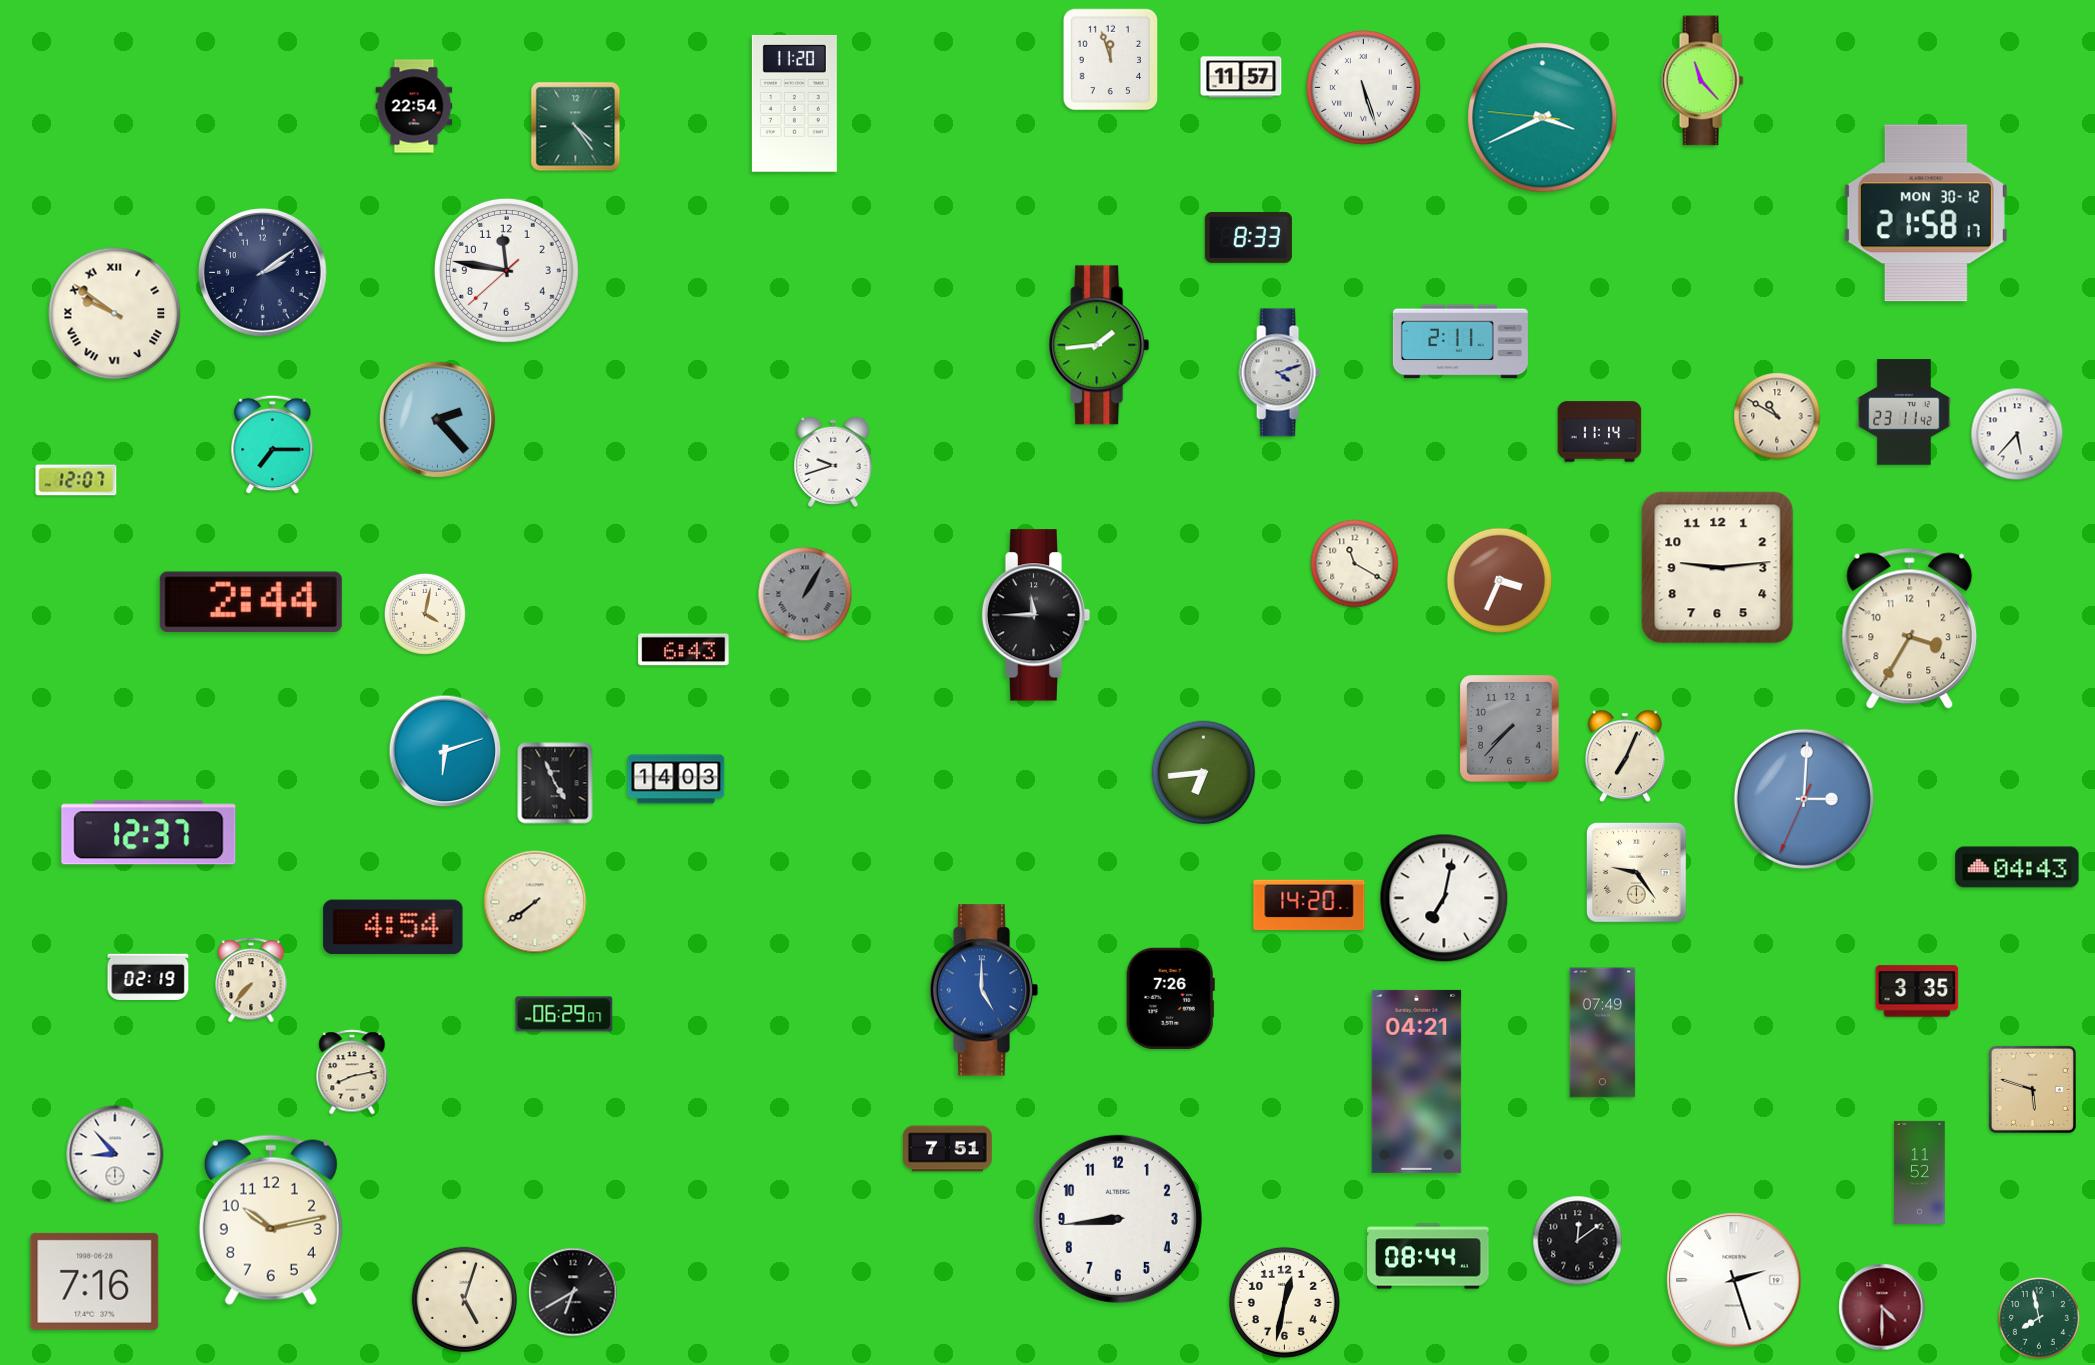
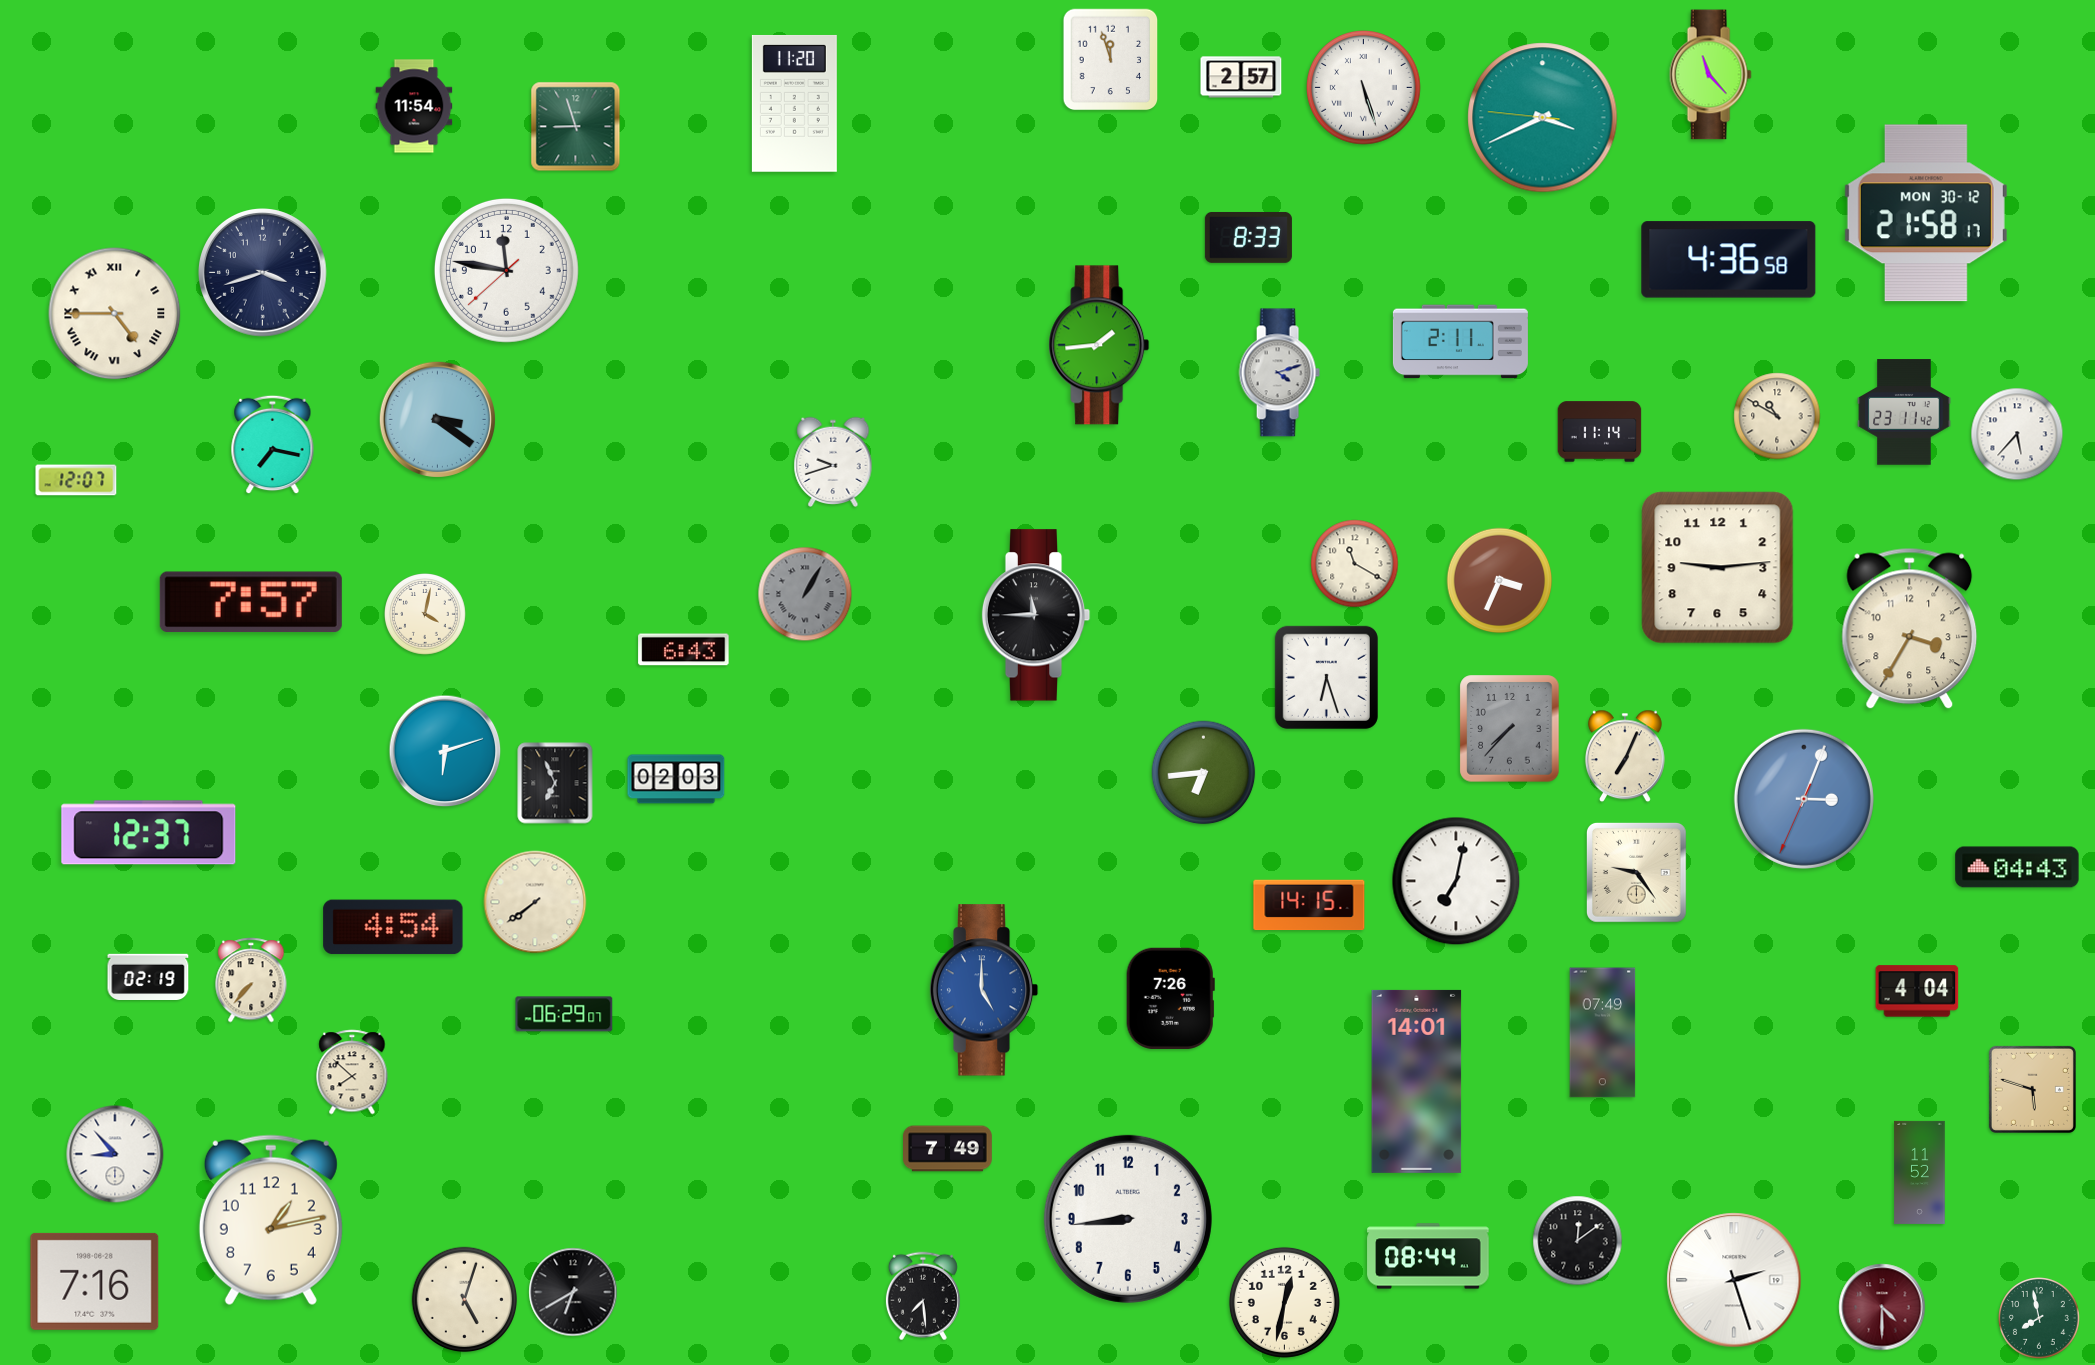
clock at (1241, 77): 11:57 -> 2:57
clock at (1702, 81) position: (1702, 81) -> (1710, 75)
clock at (414, 106): 22:54 -> 11:54
clock at (576, 127): 4:24 -> 8:57
clock at (1729, 260): none -> 4:36
clock at (263, 273): 2:09 -> 3:42
clock at (115, 314): 9:51 -> 4:45
clock at (437, 419): 2:23 -> 3:21
clock at (273, 445): 7:15 -> 7:17
clock at (251, 602): 2:44 -> 7:57
clock at (1326, 677): none -> 6:27
clock at (676, 779): 14:03 -> 02:03
clock at (555, 783): 4:56 -> 6:56
clock at (1804, 799): 3:00 -> 3:03
clock at (1444, 898) position: (1444, 898) -> (1456, 881)
clock at (1309, 905): 14:20 -> 14:15
clock at (1917, 991): 3:35 -> 4:04
clock at (352, 1072): 8:13 -> 7:52
clock at (1417, 1081): 04:21 -> 14:01
clock at (948, 1149): 7:51 -> 7:49
clock at (1118, 1219) position: (1118, 1219) -> (1128, 1219)
clock at (271, 1220): 10:13 -> 1:13
clock at (923, 1296): none -> 7:29
